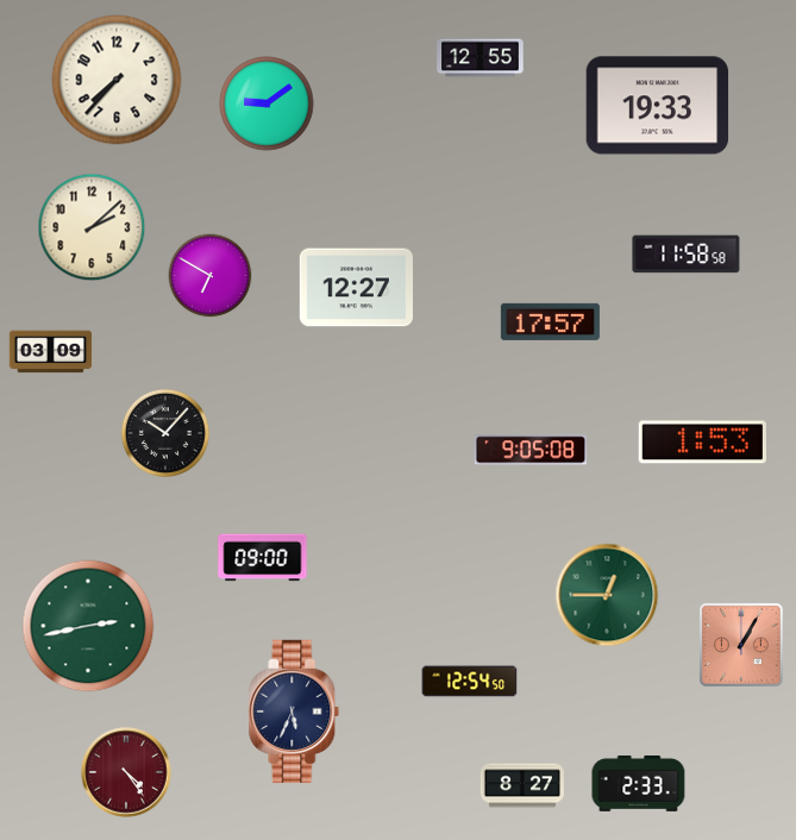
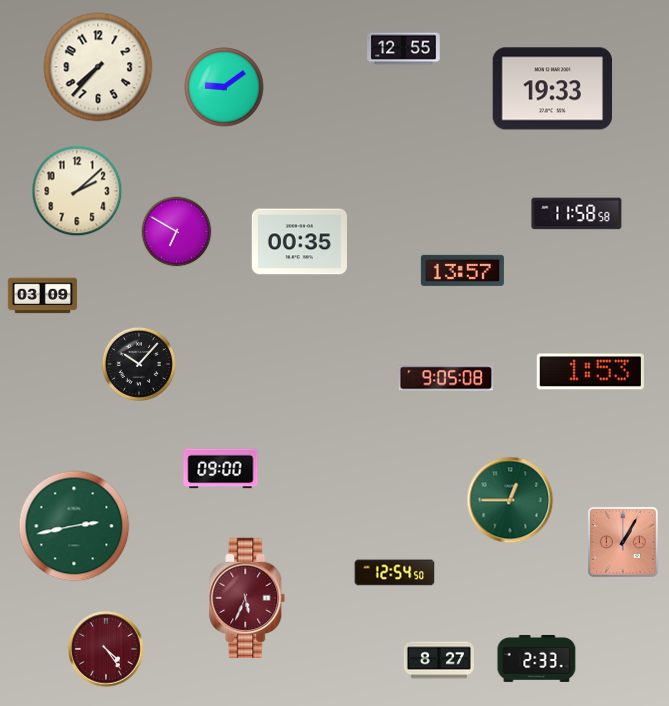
clock at (356, 288): 12:27 -> 00:35
clock at (550, 321): 17:57 -> 13:57
clock at (294, 710) dial: navy -> burgundy
